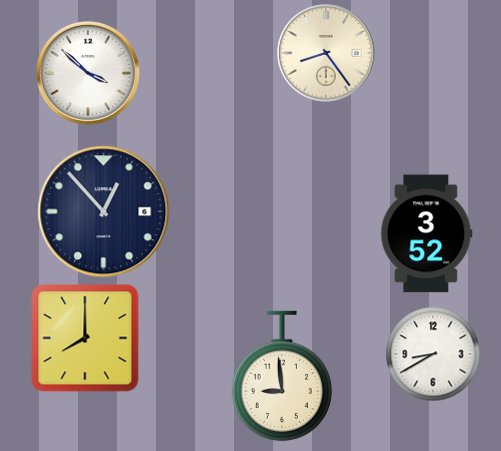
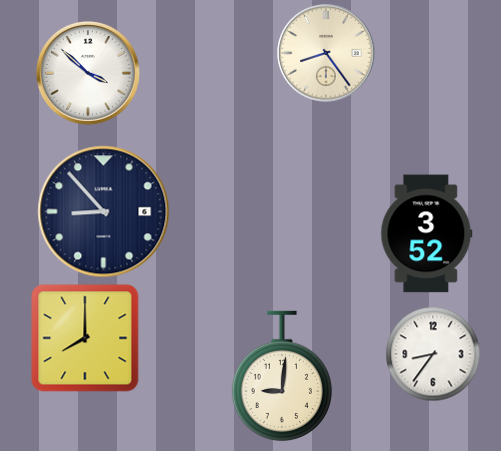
clock at (104, 212): 12:53 -> 8:53
clock at (433, 354): 8:40 -> 8:36
clock at (282, 376): 8:59 -> 9:01
